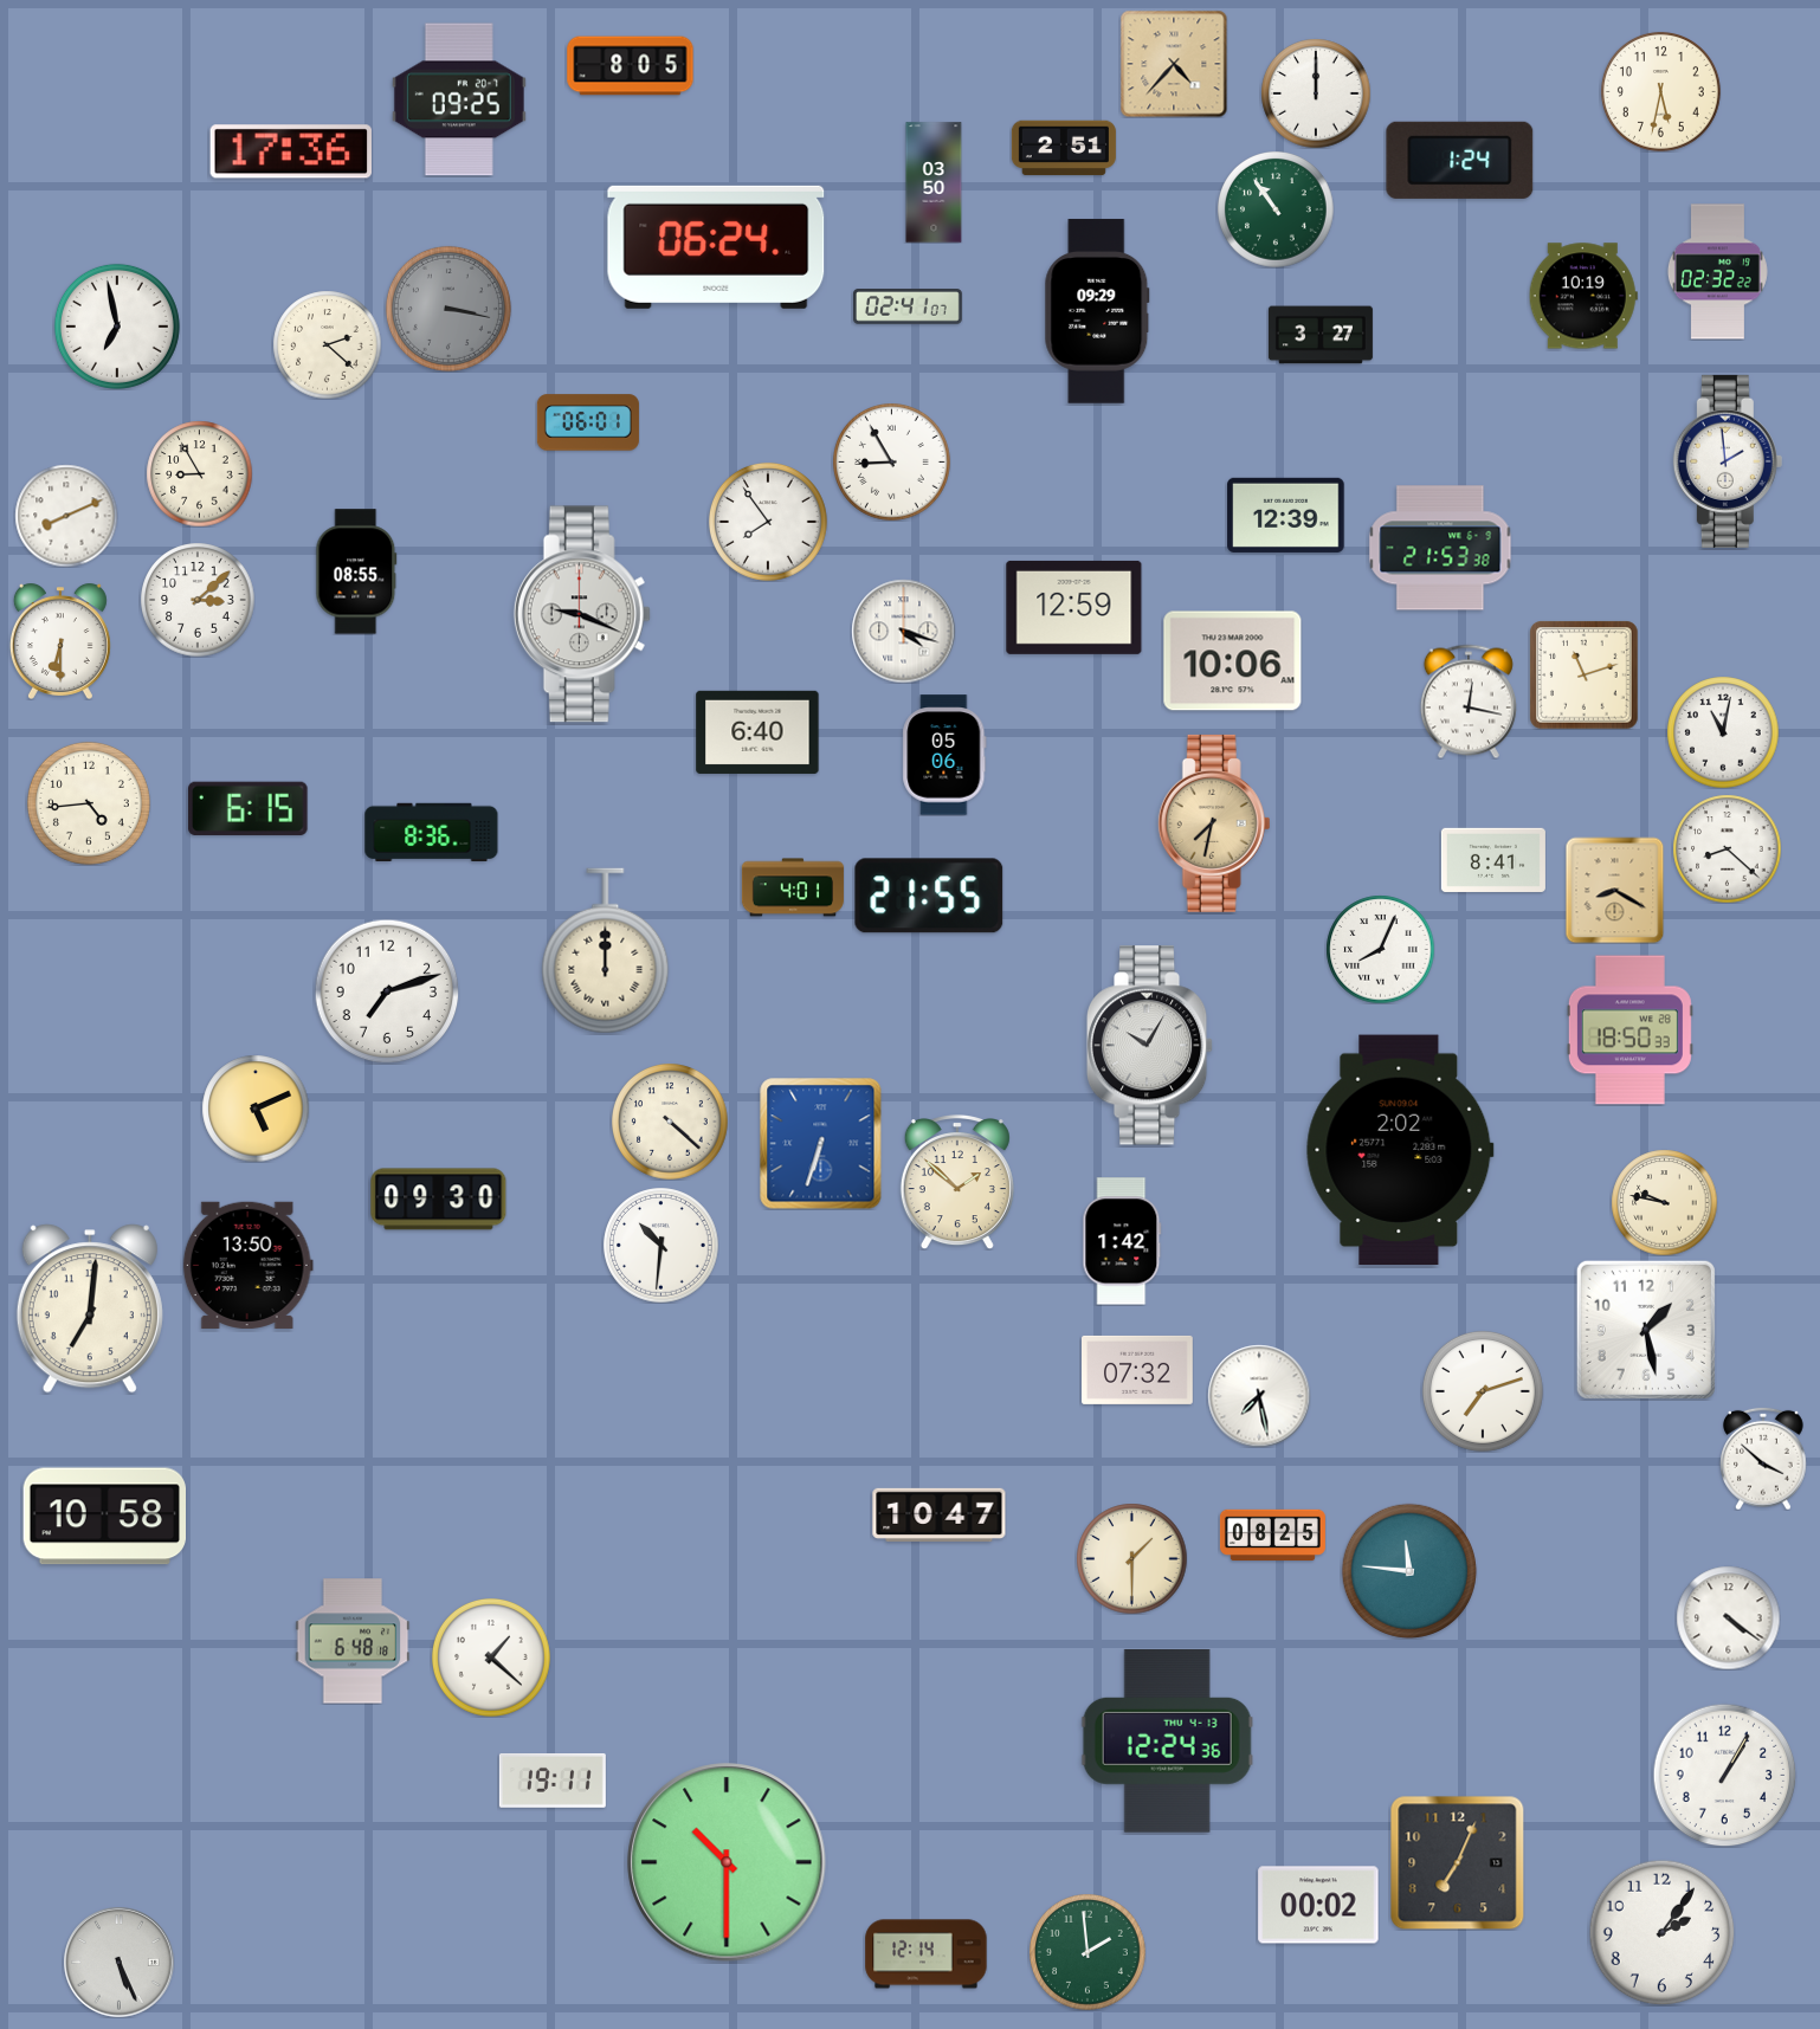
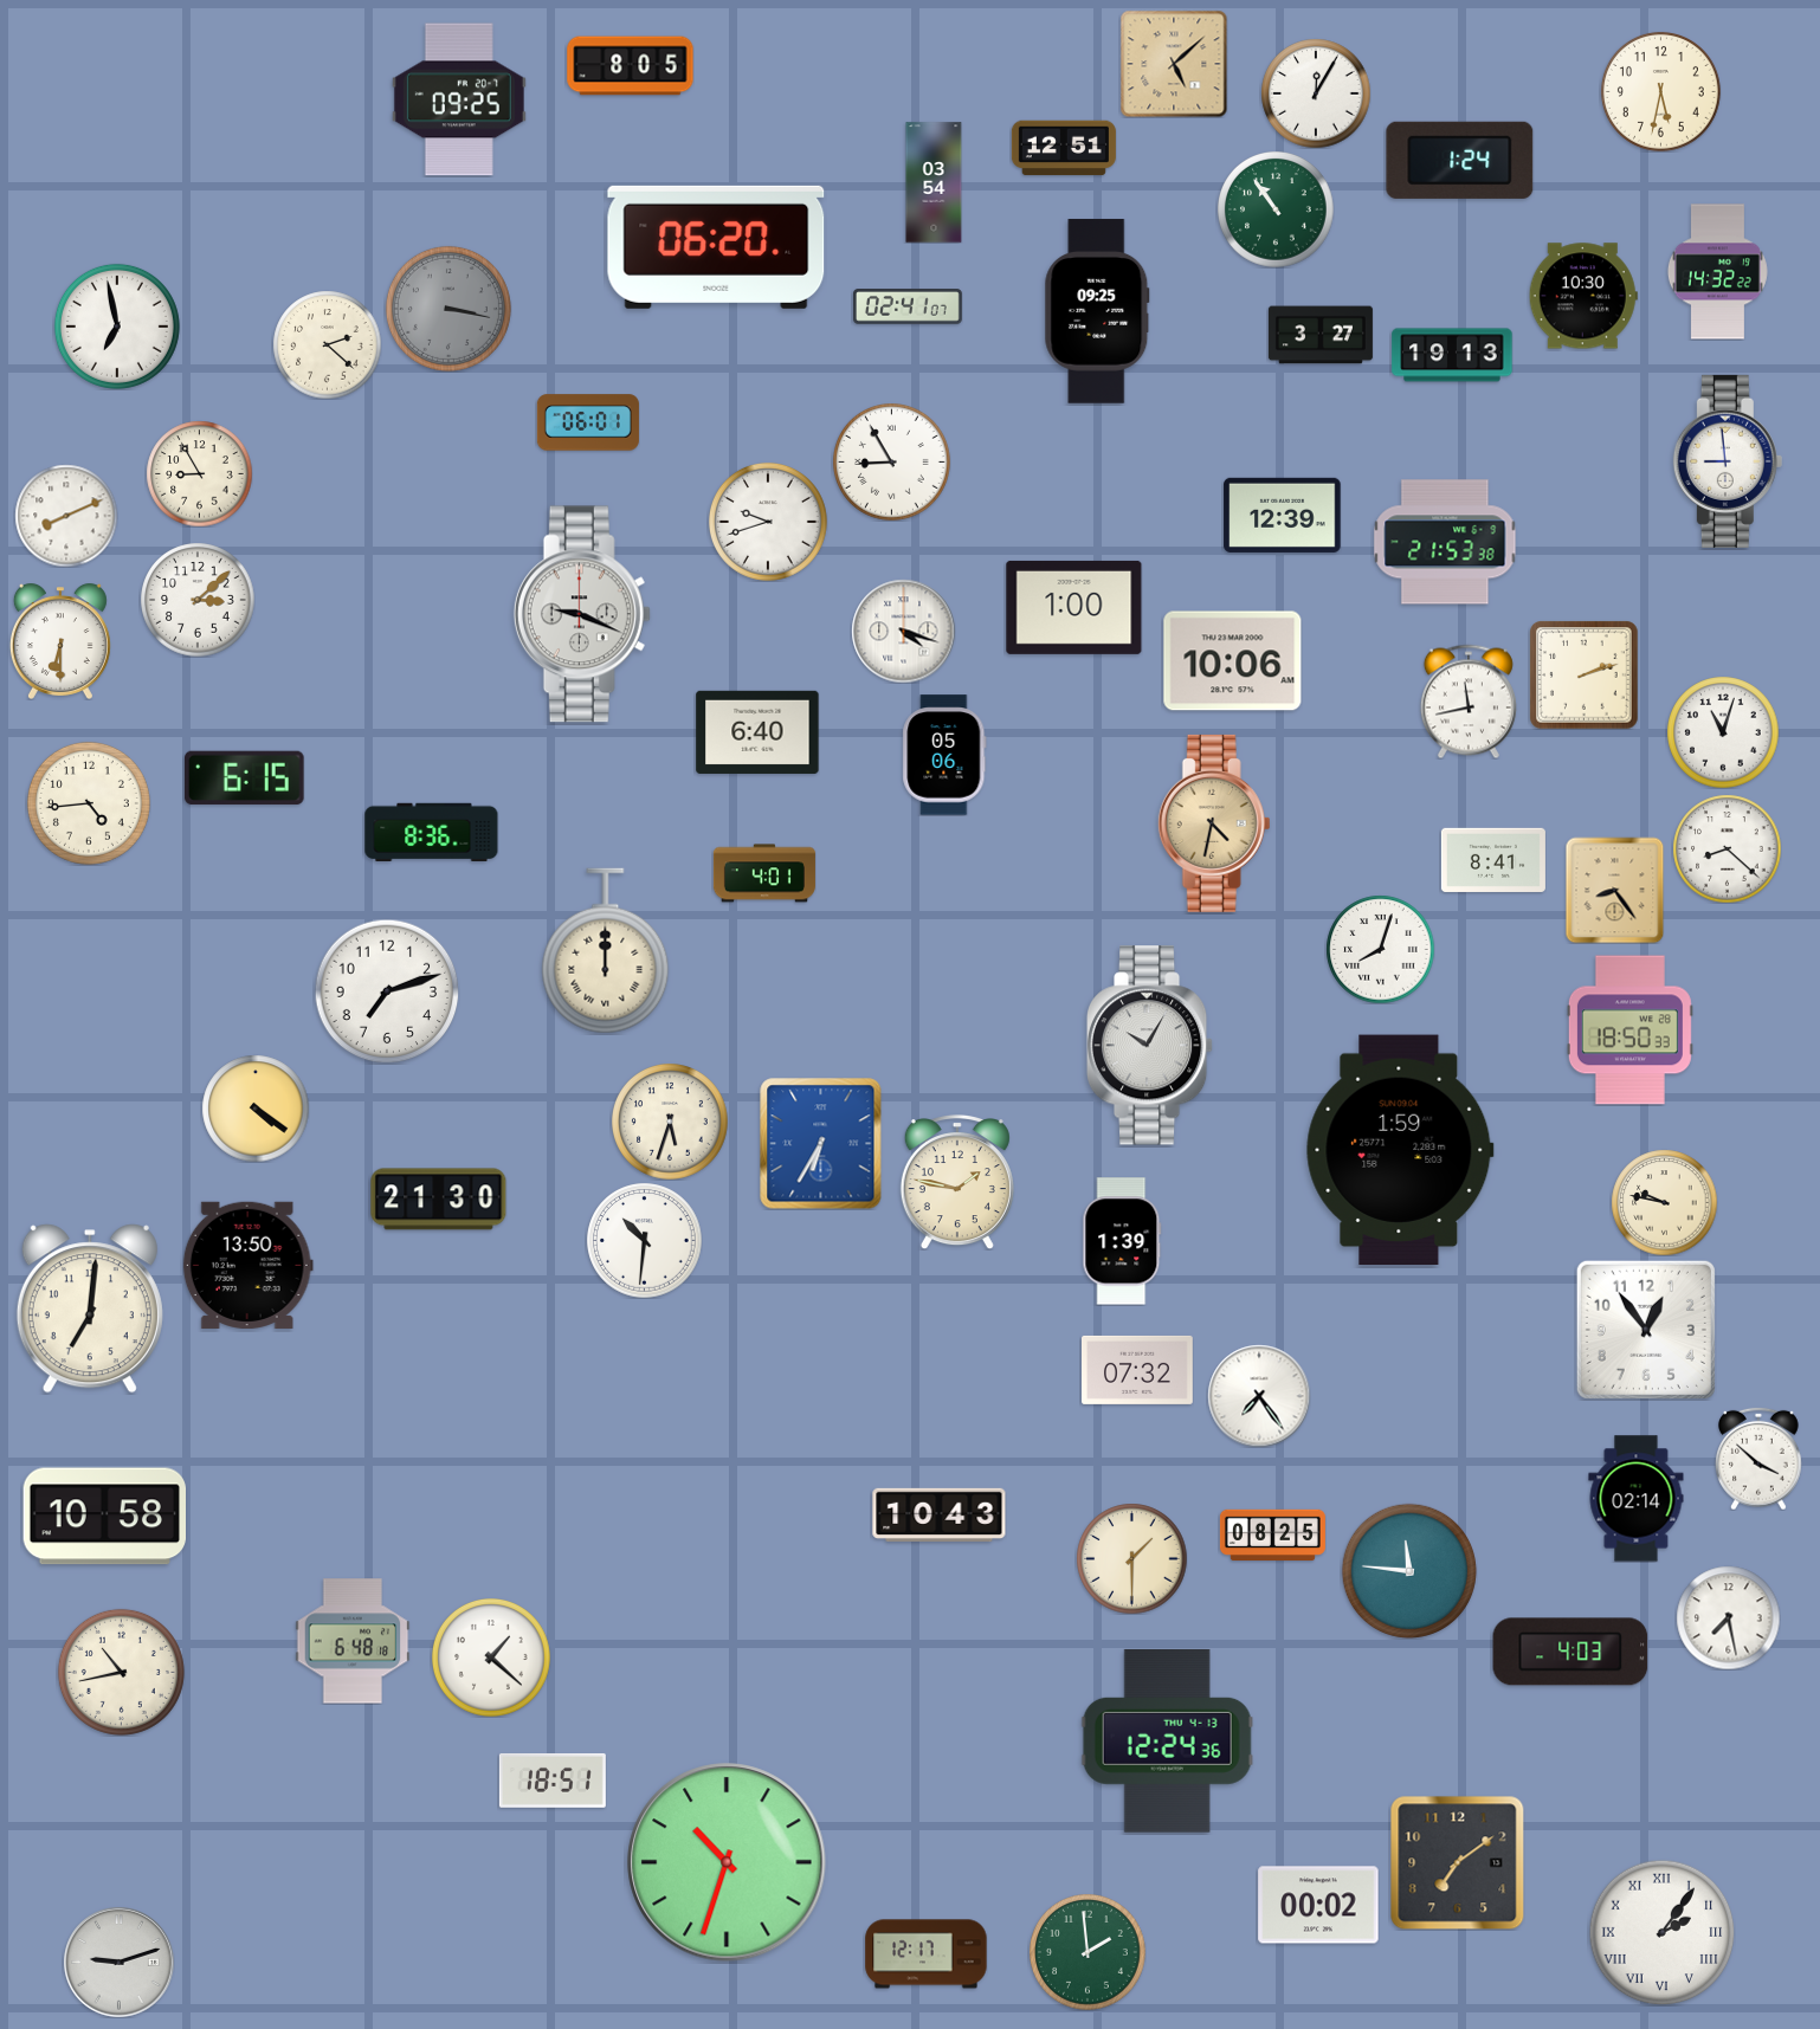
clock at (1174, 64): 4:37 -> 5:08
clock at (1316, 93): 12:00 -> 12:05
clock at (1064, 148): 2:51 -> 12:51
clock at (290, 151): 17:36 -> none
clock at (934, 182): 03:50 -> 03:54
clock at (716, 247): 06:24 -> 06:20
clock at (1717, 272): 02:32 -> 14:32
clock at (1583, 296): 10:19 -> 10:30
clock at (1097, 311): 09:29 -> 09:25
clock at (1452, 355): none -> 19:13
clock at (1728, 461): 1:59 -> 8:59
clock at (1286, 515) position: (1286, 515) -> (1283, 515)
clock at (769, 523): 7:54 -> 9:42
clock at (1440, 548) position: (1440, 548) -> (1445, 542)
clock at (356, 571): 08:55 -> none
clock at (1074, 607): 12:59 -> 1:00
clock at (1583, 674): 11:12 -> 2:12
clock at (1469, 702): 12:17 -> 11:43
clock at (1723, 732): 11:02 -> 11:03
clock at (249, 808) position: (249, 808) -> (245, 777)
clock at (1214, 823): 7:32 -> 4:32
clock at (793, 887) position: (793, 887) -> (764, 873)
clock at (1615, 890): 8:20 -> 8:24
clock at (929, 896): 21:55 -> none
clock at (1380, 949): 8:04 -> 8:03
clock at (256, 1109): 5:11 -> 4:21
clock at (670, 1123): 4:22 -> 5:33
clock at (821, 1144): 6:33 -> 6:35
clock at (1400, 1149): 2:02 -> 1:59
clock at (957, 1183): 1:52 -> 1:47
clock at (439, 1200): 09:30 -> 21:30
clock at (1122, 1241): 1:42 -> 1:39
clock at (661, 1246) position: (661, 1246) -> (645, 1241)
clock at (1646, 1330): 1:28 -> 12:54
clock at (1483, 1391): 7:12 -> none
clock at (1259, 1396): 7:28 -> 7:24
clock at (1763, 1459) position: (1763, 1459) -> (1758, 1459)
clock at (1637, 1499): none -> 02:14
clock at (940, 1514): 10:47 -> 10:43
clock at (1728, 1617): 4:21 -> 7:28
clock at (1570, 1652): none -> 4:03
clock at (121, 1672): none -> 10:43
clock at (1724, 1775): 1:05 -> none
clock at (553, 1781): 19:11 -> 18:51
clock at (727, 1862): 10:30 -> 10:33
clock at (1457, 1862): 7:04 -> 7:09
clock at (1661, 1932) numerals: Arabic -> Roman
clock at (927, 1954): 12:14 -> 12:17
clock at (118, 1962): 5:26 -> 9:12
